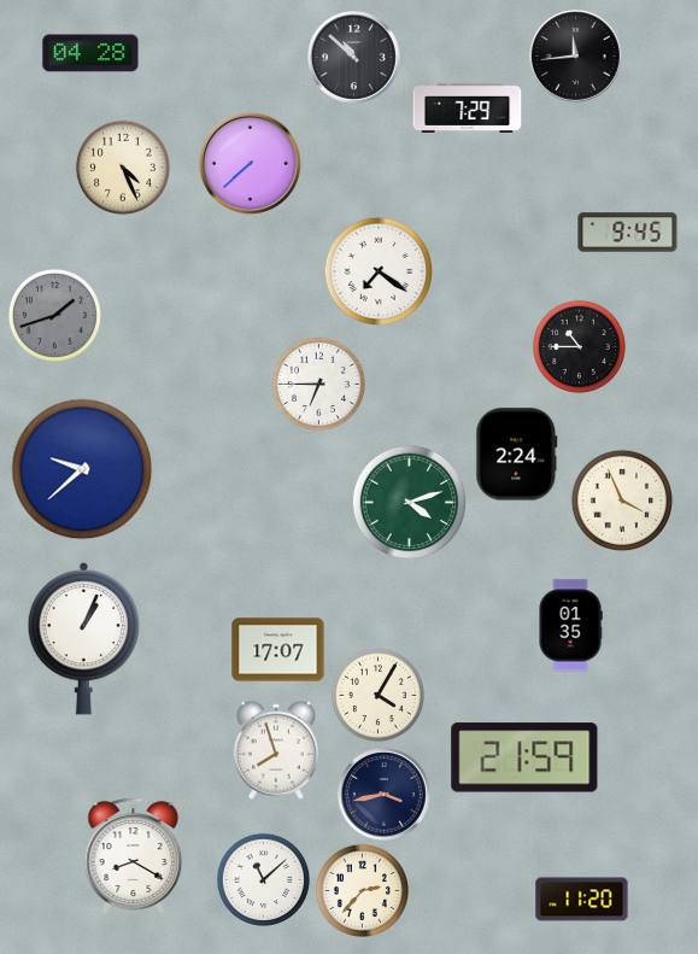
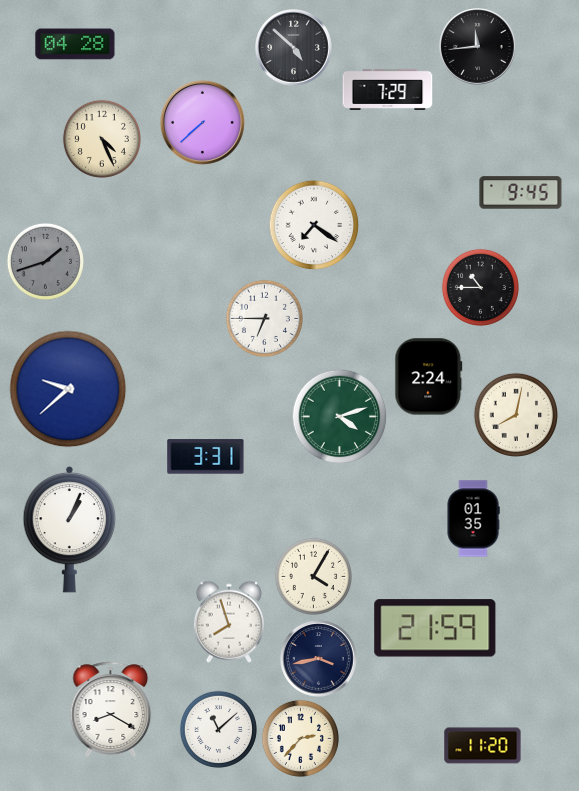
clock at (354, 58): 10:52 -> 4:52
clock at (250, 163) position: (250, 163) -> (202, 122)
clock at (621, 499): 3:56 -> 8:02
clock at (206, 457): none -> 3:31
clock at (278, 650): 17:07 -> none
